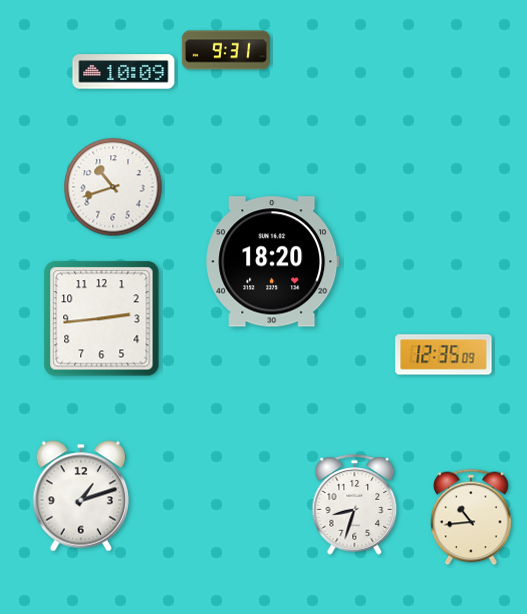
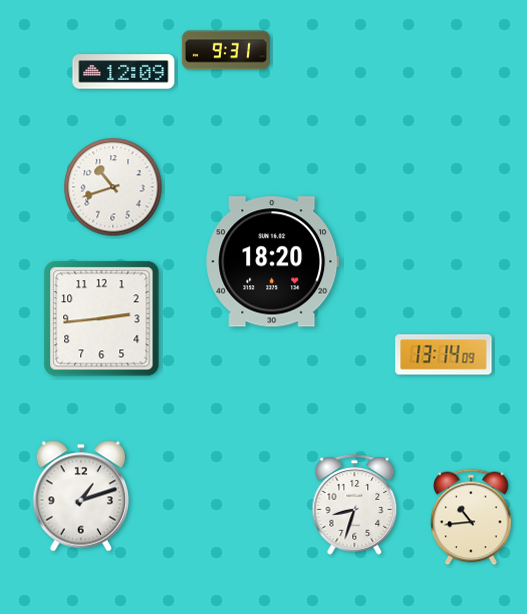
clock at (124, 72): 10:09 -> 12:09
clock at (444, 355): 12:35 -> 13:14
